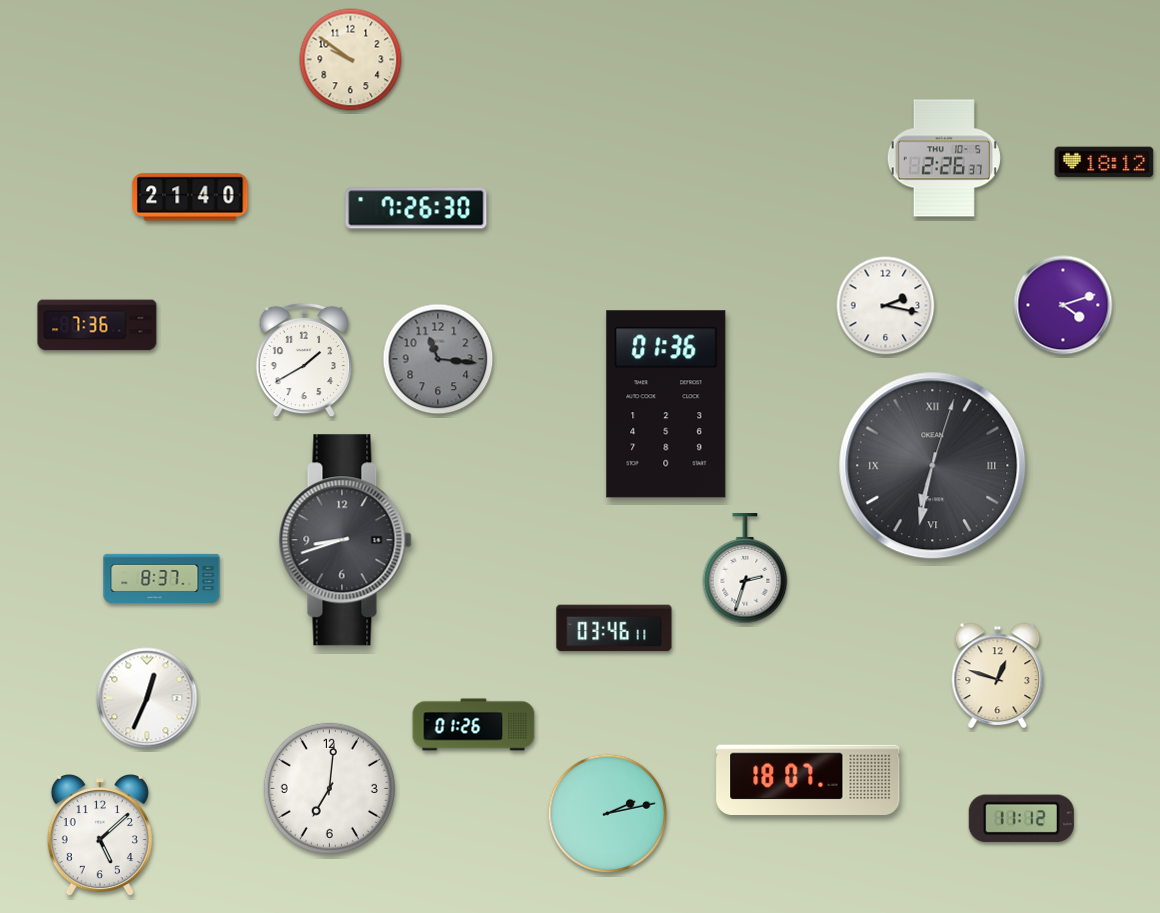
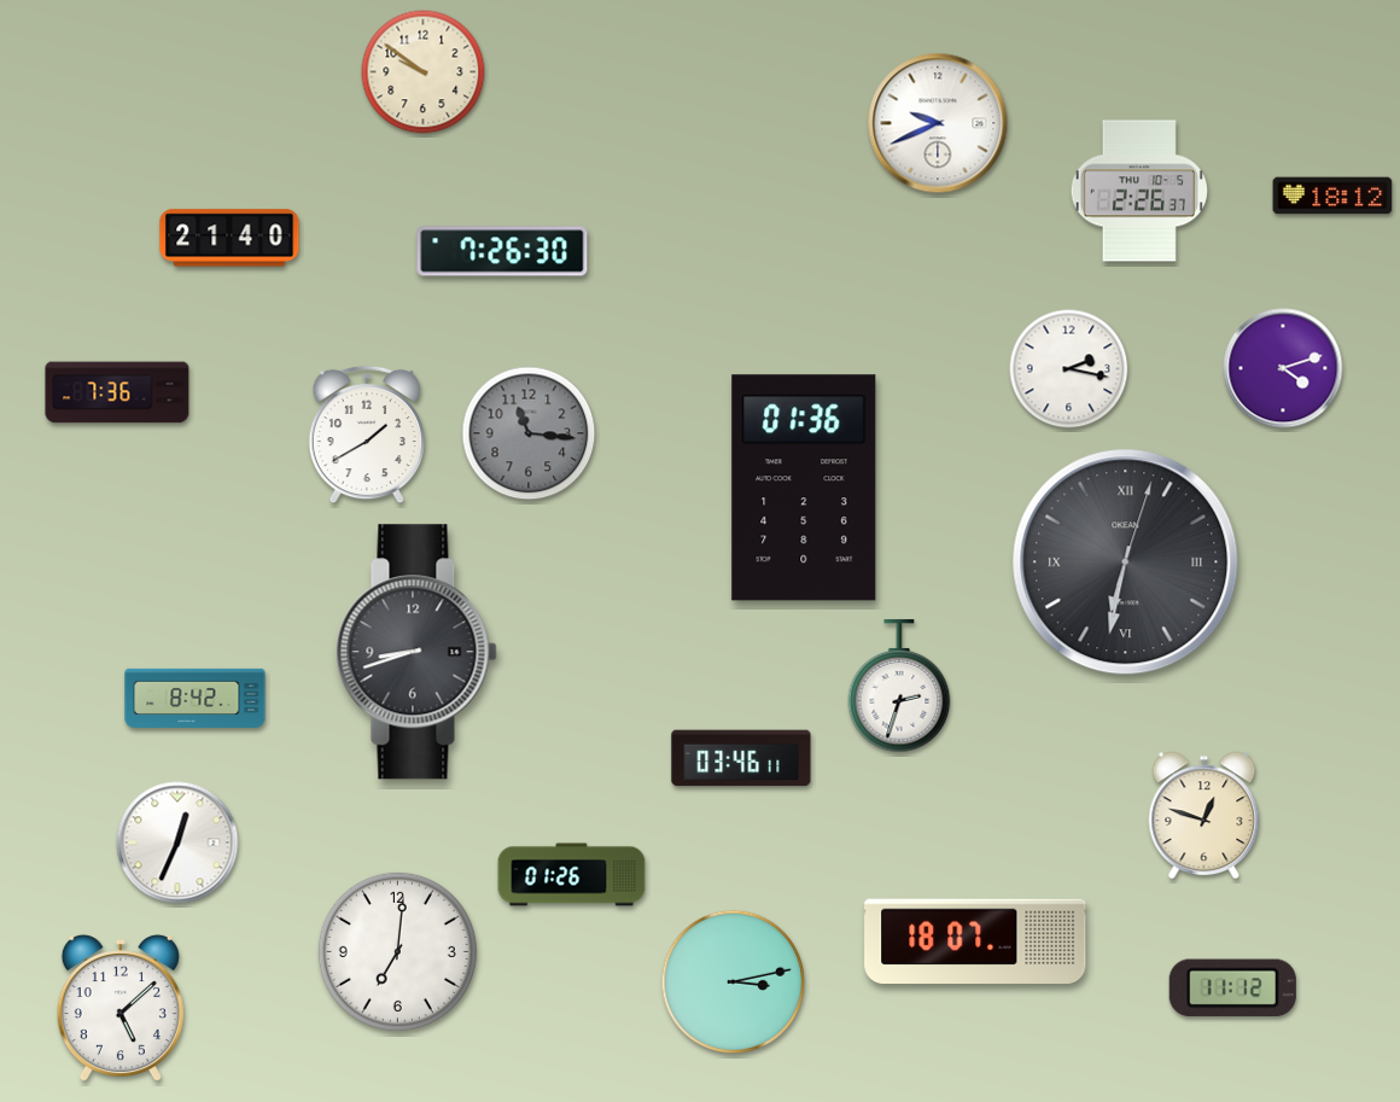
clock at (938, 123): none -> 9:41
clock at (162, 578): 8:37 -> 8:42
clock at (608, 814): 2:13 -> 3:13
